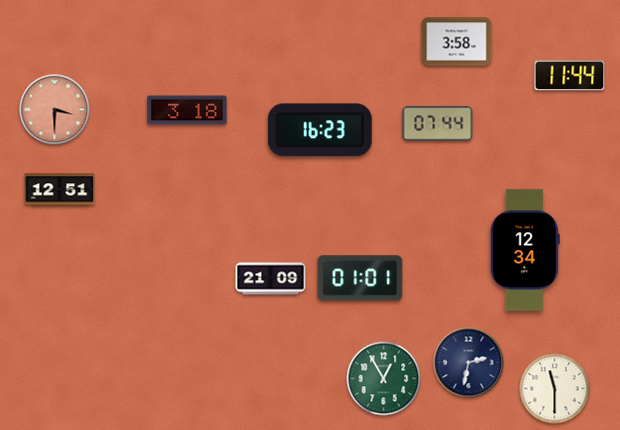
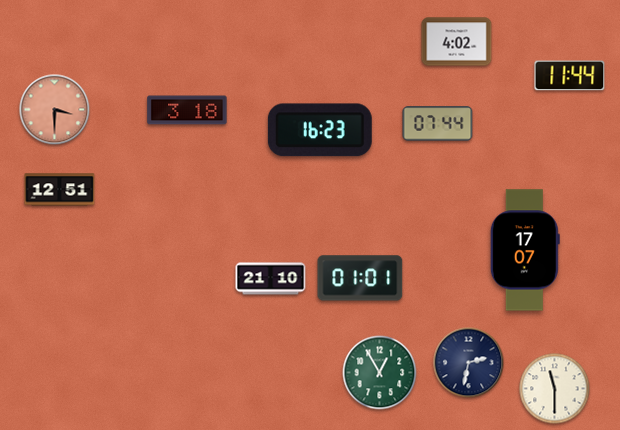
clock at (457, 42): 3:58 -> 4:02
clock at (525, 250): 12:34 -> 17:07
clock at (271, 279): 21:09 -> 21:10
clock at (384, 379) position: (384, 379) -> (380, 373)
